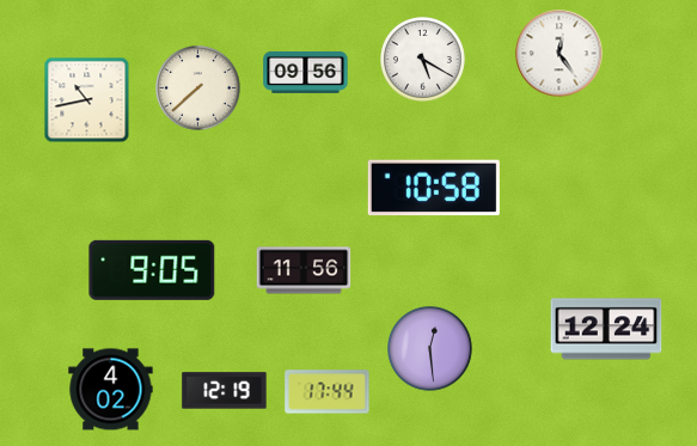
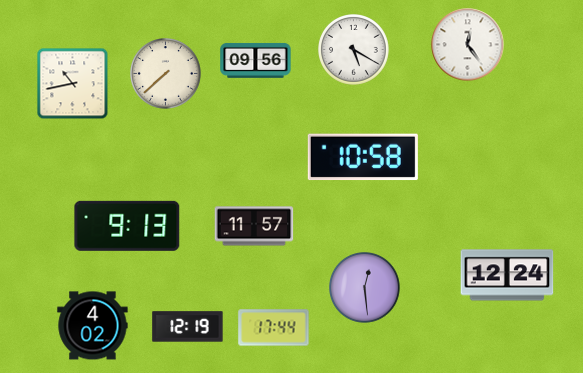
clock at (152, 270): 9:05 -> 9:13
clock at (304, 270): 11:56 -> 11:57
clock at (430, 349) position: (430, 349) -> (365, 288)
